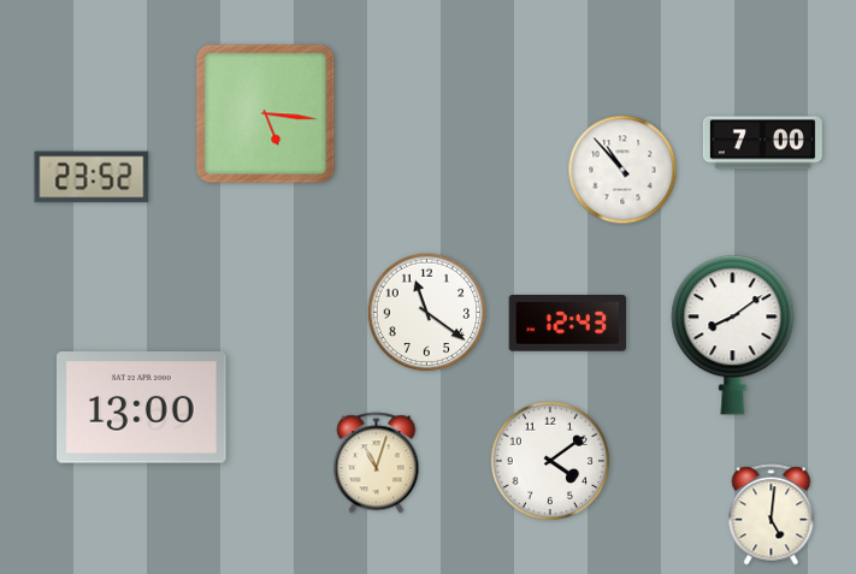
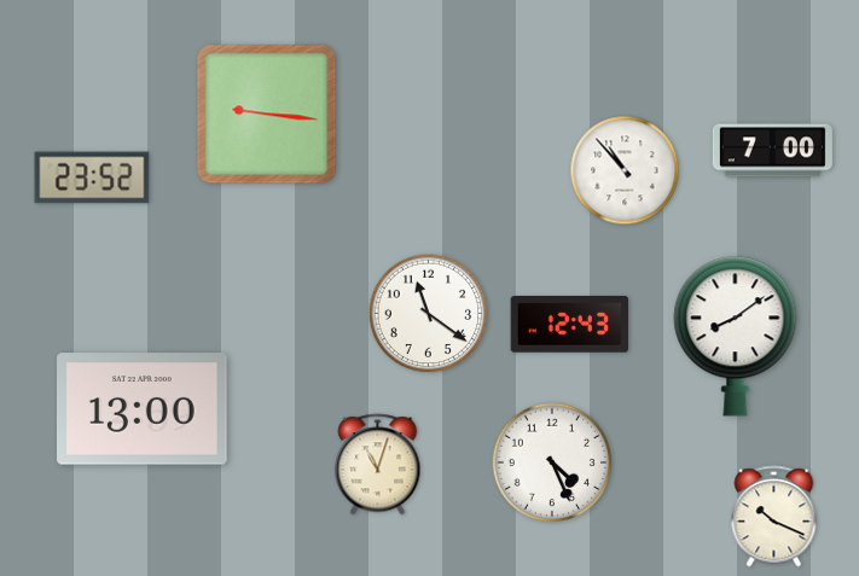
clock at (266, 114): 5:16 -> 9:16
clock at (762, 143) position: (762, 143) -> (772, 151)
clock at (550, 461): 4:09 -> 4:26
clock at (772, 515): 5:01 -> 10:19
